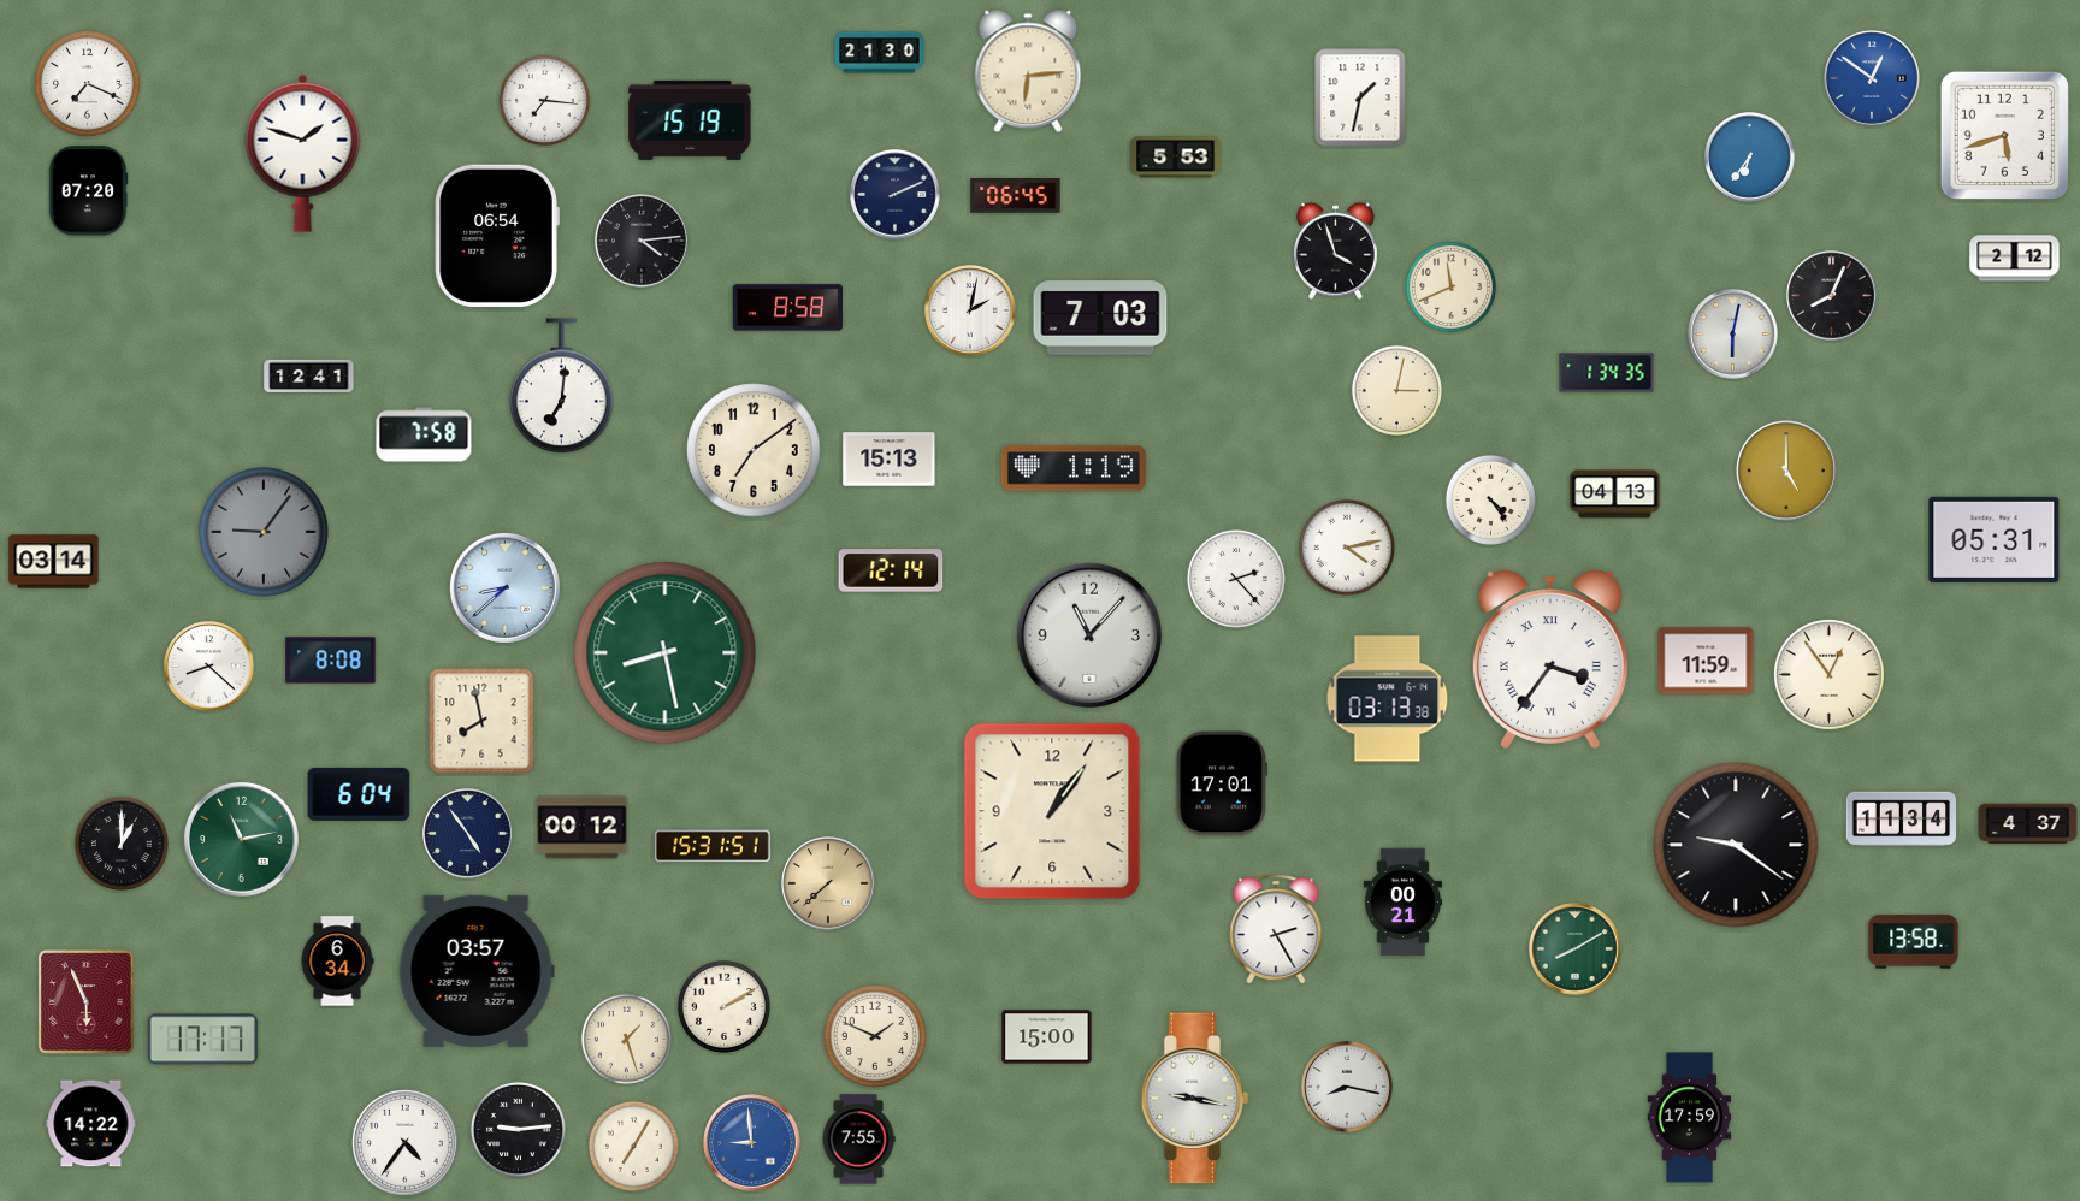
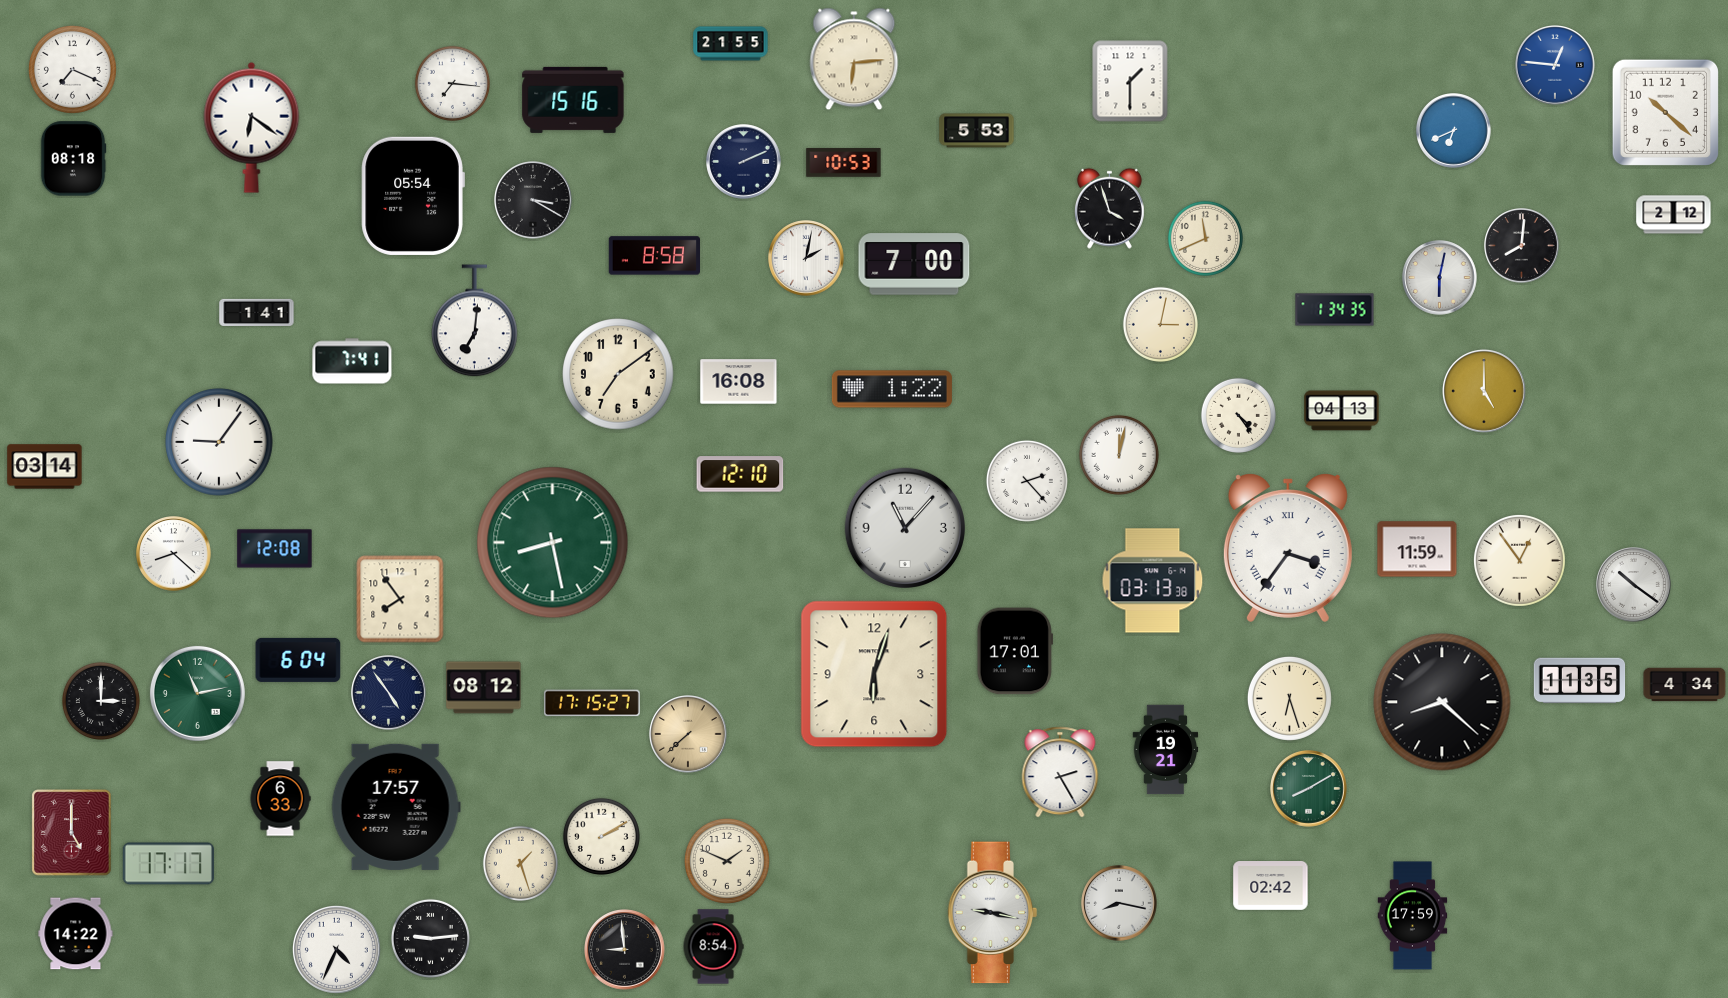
clock at (880, 53): 21:30 -> 21:55
clock at (1873, 79): 12:51 -> 12:46
clock at (1360, 97): 1:32 -> 1:30
clock at (690, 120): 15:19 -> 15:16
clock at (2004, 135): 5:42 -> 10:22
clock at (303, 153): 1:48 -> 6:21
clock at (1750, 158): 6:36 -> 6:41
clock at (88, 191): 07:20 -> 08:18
clock at (1016, 196): 06:45 -> 10:53
clock at (497, 236): 06:54 -> 05:54
clock at (643, 242): 4:14 -> 3:20
clock at (1832, 296): 8:04 -> 8:01
clock at (1100, 318): 7:03 -> 7:00
clock at (309, 375): 12:41 -> 1:41
clock at (562, 386) position: (562, 386) -> (475, 321)
clock at (424, 434): 7:58 -> 7:41
clock at (754, 450) position: (754, 450) -> (618, 374)
clock at (890, 460): 15:13 -> 16:08
clock at (1074, 468): 1:19 -> 1:22
clock at (264, 532) dial: grey -> white
clock at (1995, 539): 05:31 -> none
clock at (1347, 548): 4:13 -> 12:02
clock at (891, 570): 12:14 -> 12:10
clock at (504, 587): 8:38 -> none
clock at (331, 661): 8:08 -> 12:08
clock at (1634, 585): none -> 10:21
clock at (481, 721): 7:58 -> 7:54
clock at (1052, 811): 1:06 -> 6:03
clock at (1902, 820): 11:34 -> 11:35
clock at (2028, 824): 4:37 -> 4:34
clock at (583, 828): 00:12 -> 08:12
clock at (241, 839) position: (241, 839) -> (197, 693)
clock at (1289, 698): none -> 6:27
clock at (122, 844): 1:00 -> 3:00
clock at (1736, 845): 9:21 -> 8:22
clock at (713, 846): 15:31 -> 17:15
clock at (1404, 903): 00:21 -> 19:21
clock at (1914, 942): 13:58 -> none
clock at (337, 962): 6:34 -> 6:33
clock at (477, 971): 03:57 -> 17:57
clock at (87, 1002): 5:56 -> 5:00
clock at (1047, 1037): 15:00 -> none
clock at (1271, 886): none -> 02:42
clock at (1690, 1118) position: (1690, 1118) -> (1413, 916)
clock at (858, 1140): 7:55 -> 8:54
clock at (404, 1142): 4:36 -> 4:34
clock at (752, 1143) dial: blue -> black
clock at (633, 1146): 7:05 -> none
